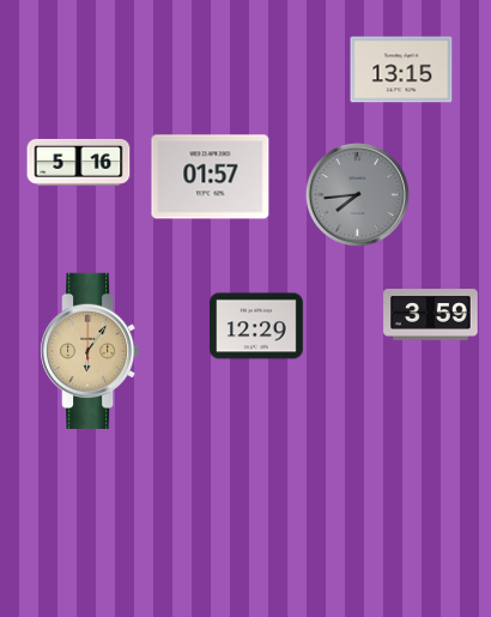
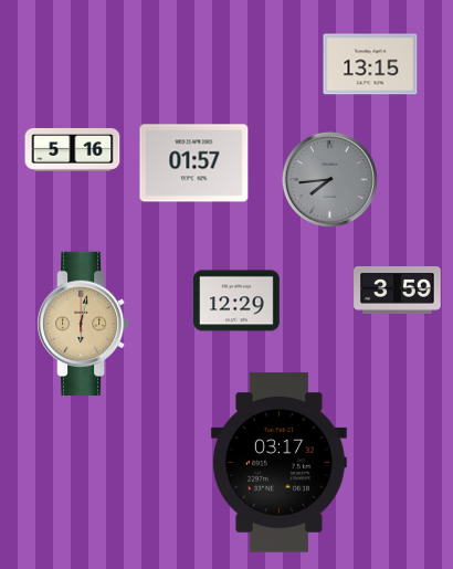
clock at (91, 350): 6:06 -> 6:02
clock at (278, 463): none -> 03:17
